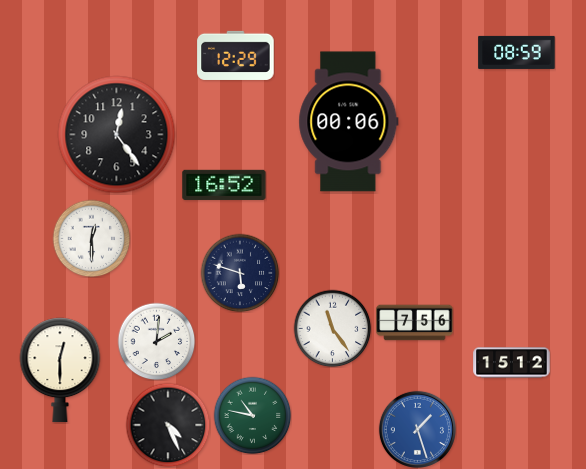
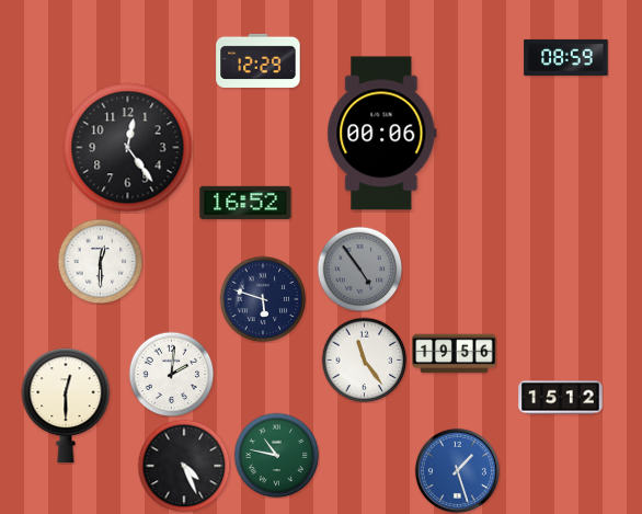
clock at (359, 269): none -> 4:54
clock at (415, 323): 7:56 -> 19:56
